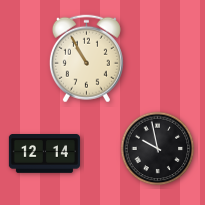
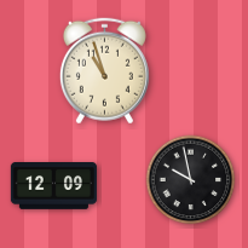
clock at (86, 59): 10:55 -> 10:57
clock at (44, 154): 12:14 -> 12:09
